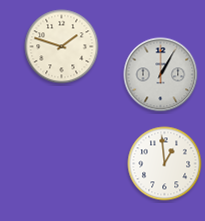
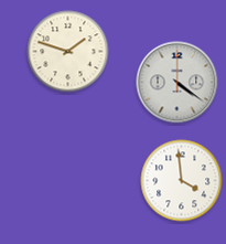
clock at (161, 75): 1:05 -> 4:21
clock at (165, 164): 12:59 -> 3:59
